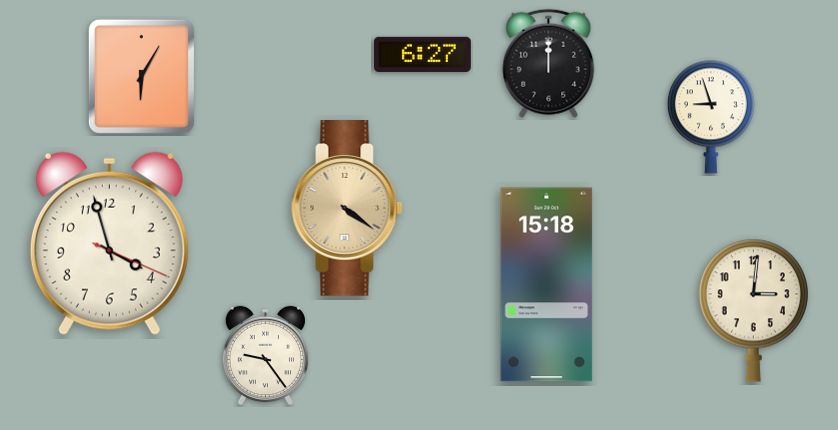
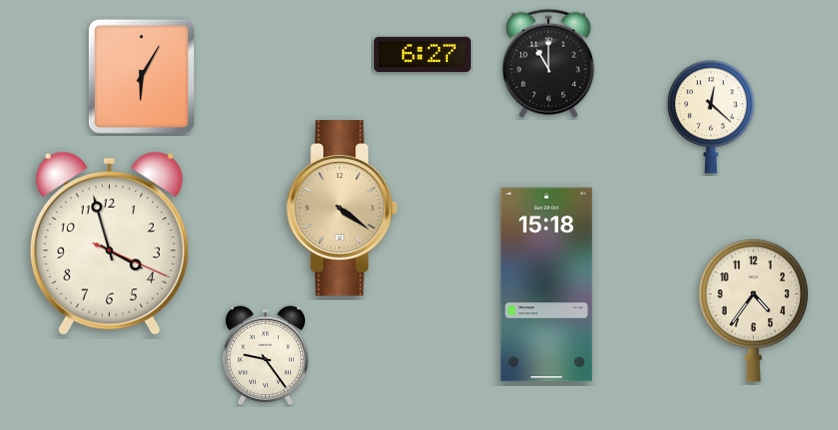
clock at (549, 63): 12:00 -> 11:00
clock at (711, 117): 8:57 -> 12:22
clock at (347, 209) position: (347, 209) -> (342, 209)
clock at (753, 310): 3:01 -> 4:36
